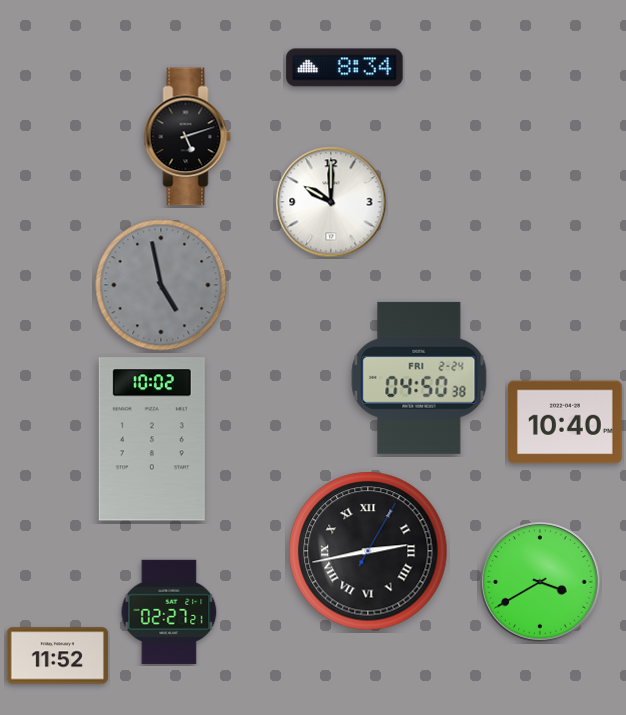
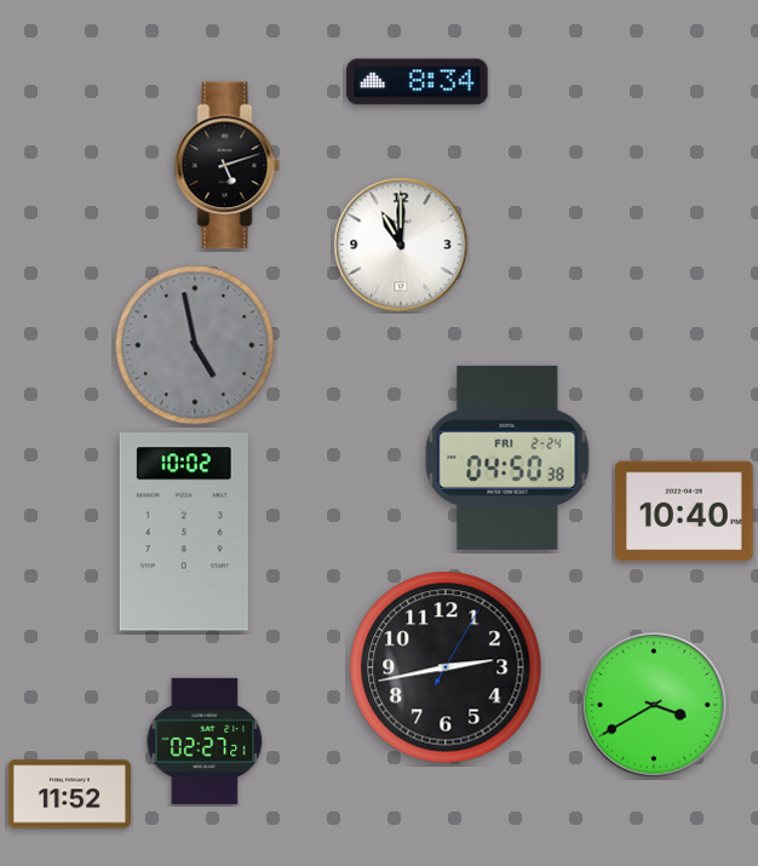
clock at (331, 202): 10:00 -> 11:00
clock at (368, 551) numerals: Roman -> Arabic
